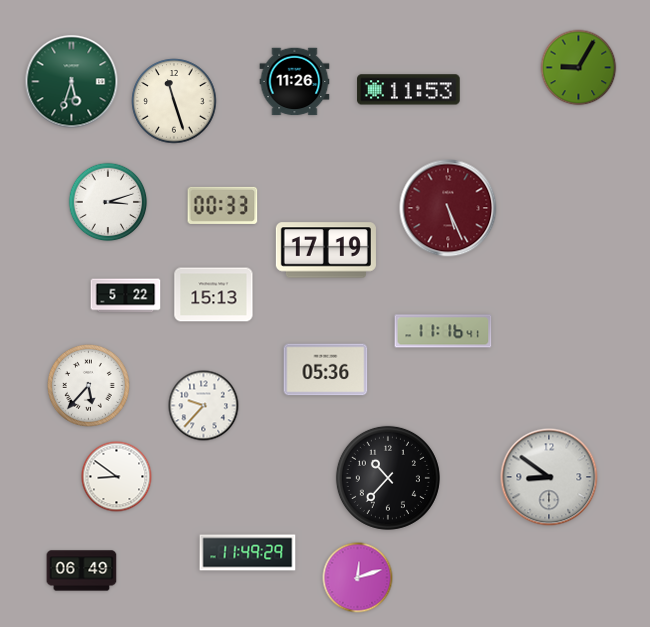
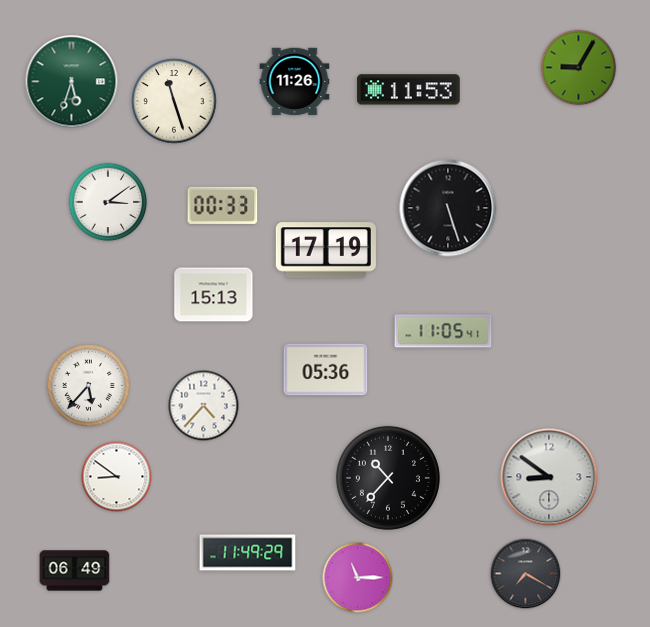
clock at (108, 202): 3:12 -> 3:09
clock at (448, 208): 5:26 -> 5:27
clock at (448, 208) dial: burgundy -> black
clock at (126, 296): 5:22 -> none
clock at (443, 331): 11:16 -> 11:05
clock at (204, 406): 9:37 -> 4:37
clock at (82, 571) position: (82, 571) -> (75, 571)
clock at (526, 574): none -> 7:20
clock at (358, 578): 12:12 -> 11:15
